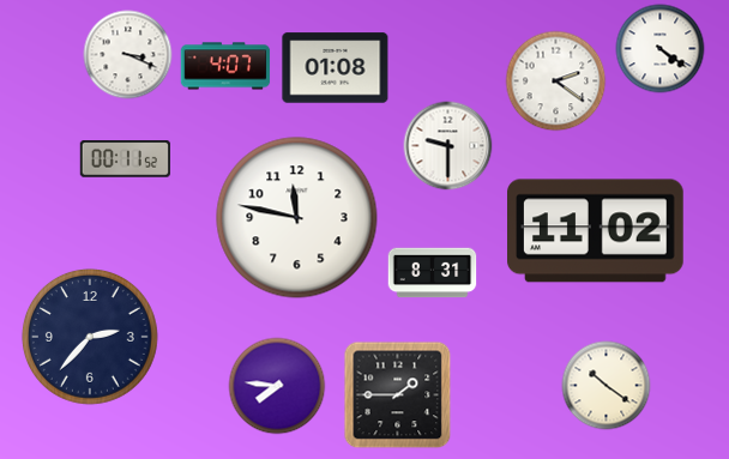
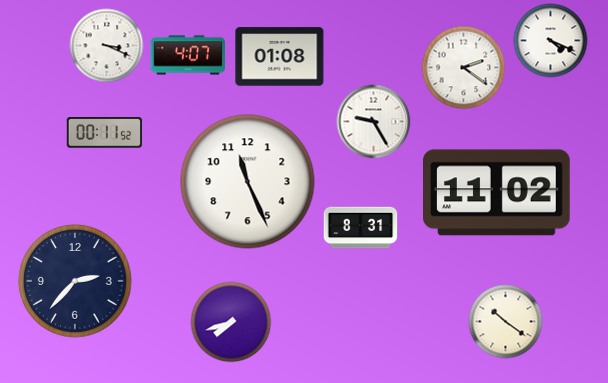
clock at (661, 49): 4:21 -> 4:19
clock at (448, 146): 9:30 -> 9:25
clock at (297, 218): 11:47 -> 11:26
clock at (277, 386): 7:46 -> 7:42
clock at (398, 395): 1:45 -> none
